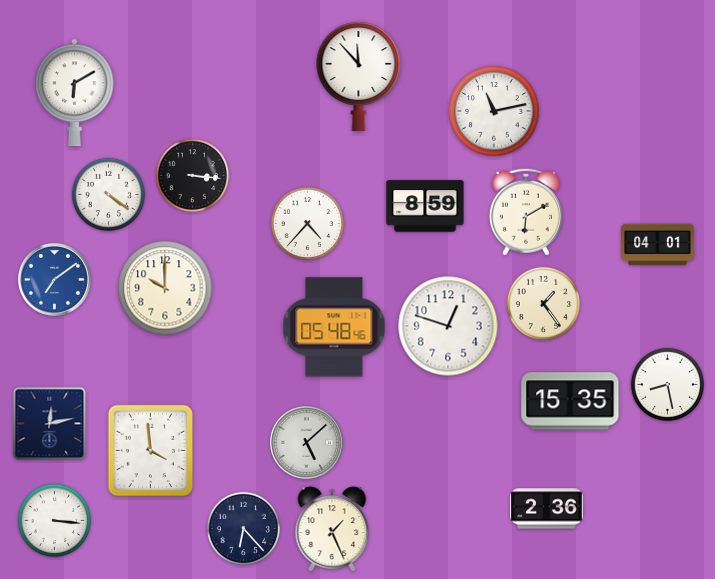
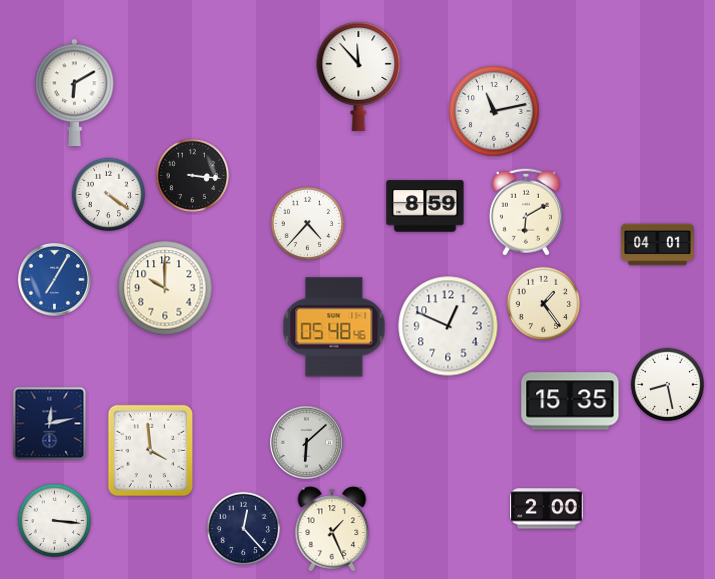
clock at (54, 279): 7:09 -> 7:05
clock at (448, 326): 12:48 -> 12:49
clock at (306, 442): 5:08 -> 6:08
clock at (547, 509): 2:36 -> 2:00
clock at (244, 529): 6:23 -> 12:23
